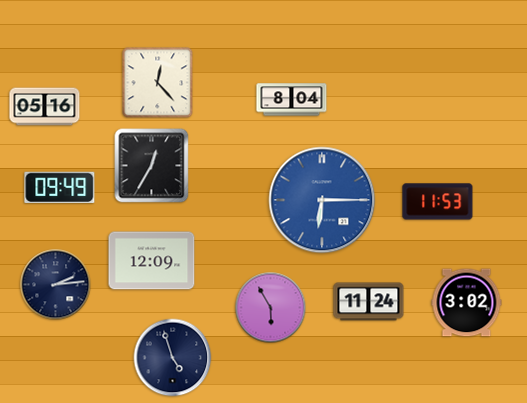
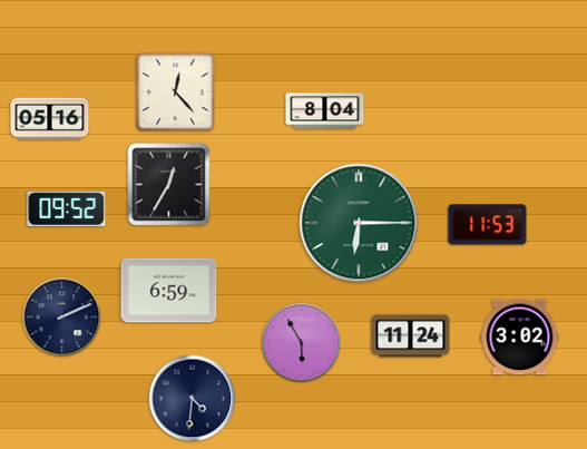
clock at (60, 188): 09:49 -> 09:52
clock at (322, 200) dial: blue -> green
clock at (152, 261): 12:09 -> 6:59
clock at (56, 285): 2:14 -> 2:11
clock at (173, 358): 4:57 -> 4:31
